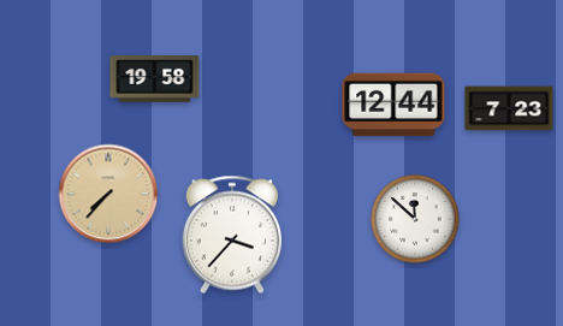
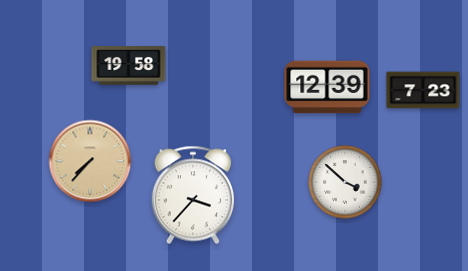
clock at (393, 105): 12:44 -> 12:39
clock at (415, 219): 11:52 -> 3:52
